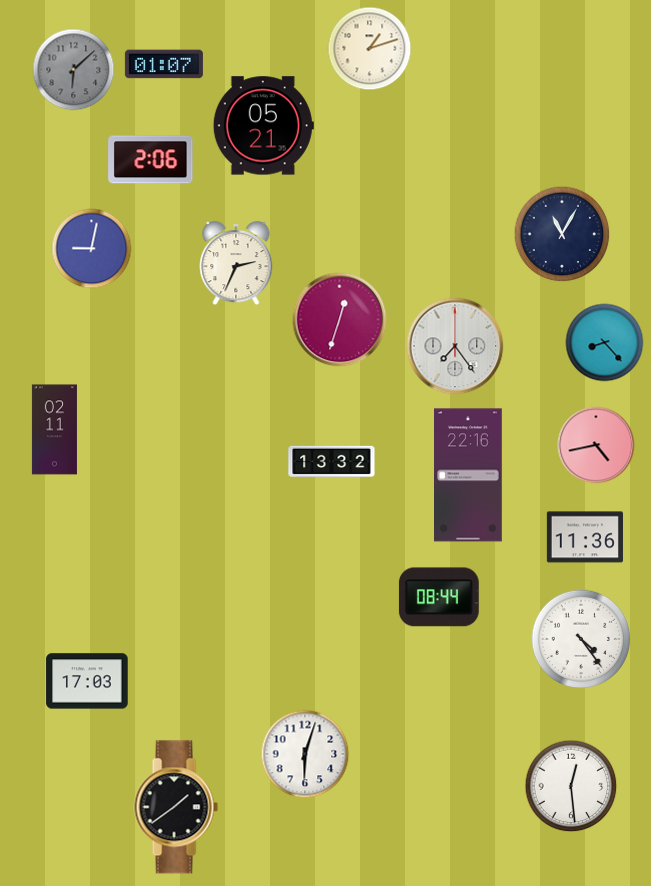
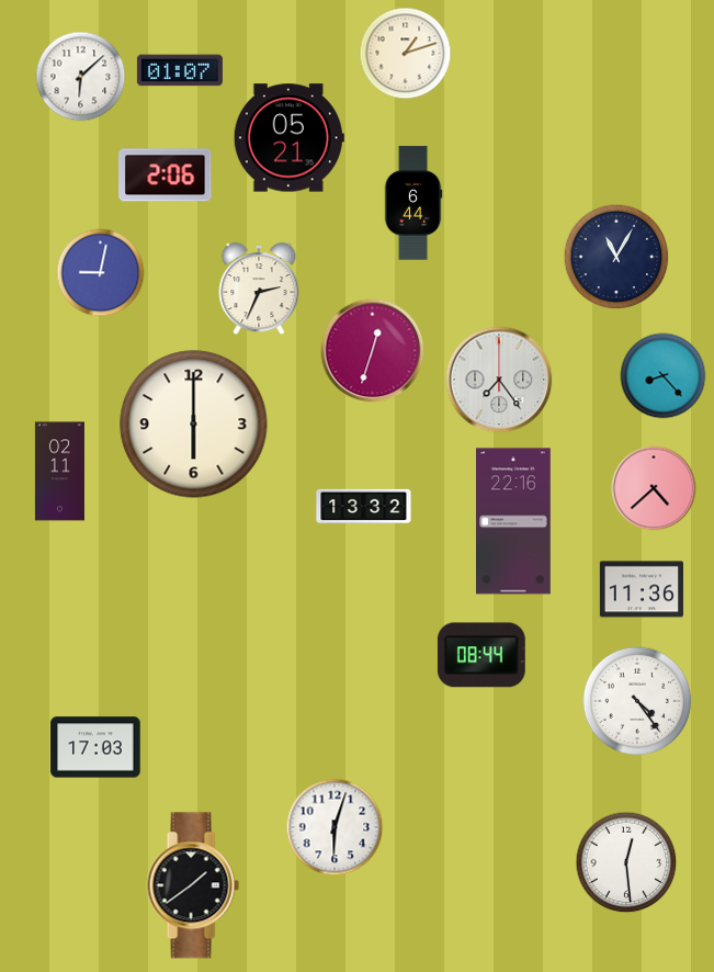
clock at (74, 70) dial: grey -> white
clock at (413, 203): none -> 6:44
clock at (194, 425): none -> 6:00
clock at (596, 445): 4:43 -> 4:38
